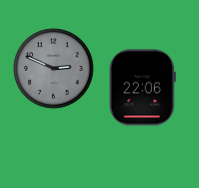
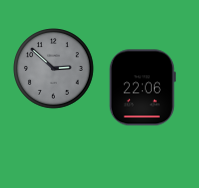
clock at (54, 69): 2:49 -> 2:52
